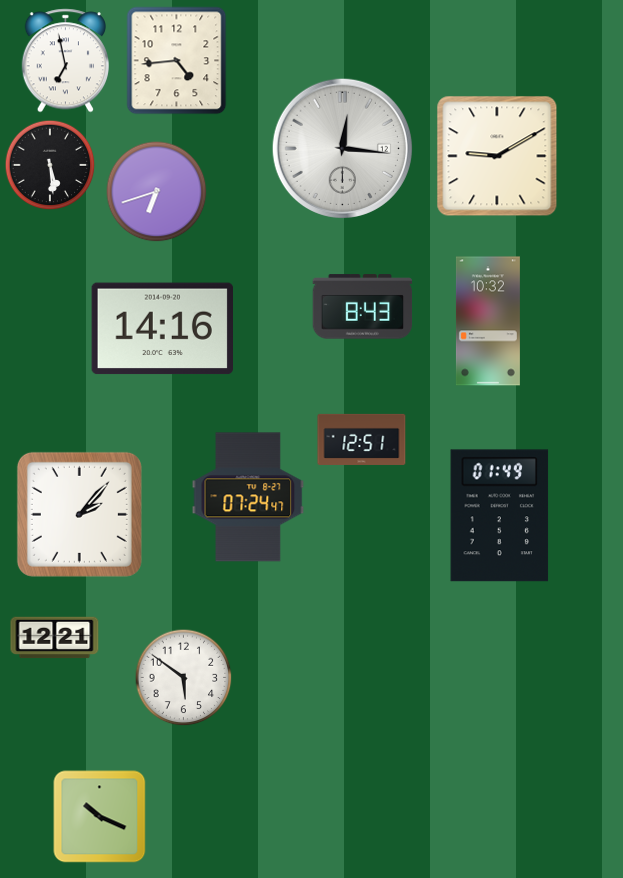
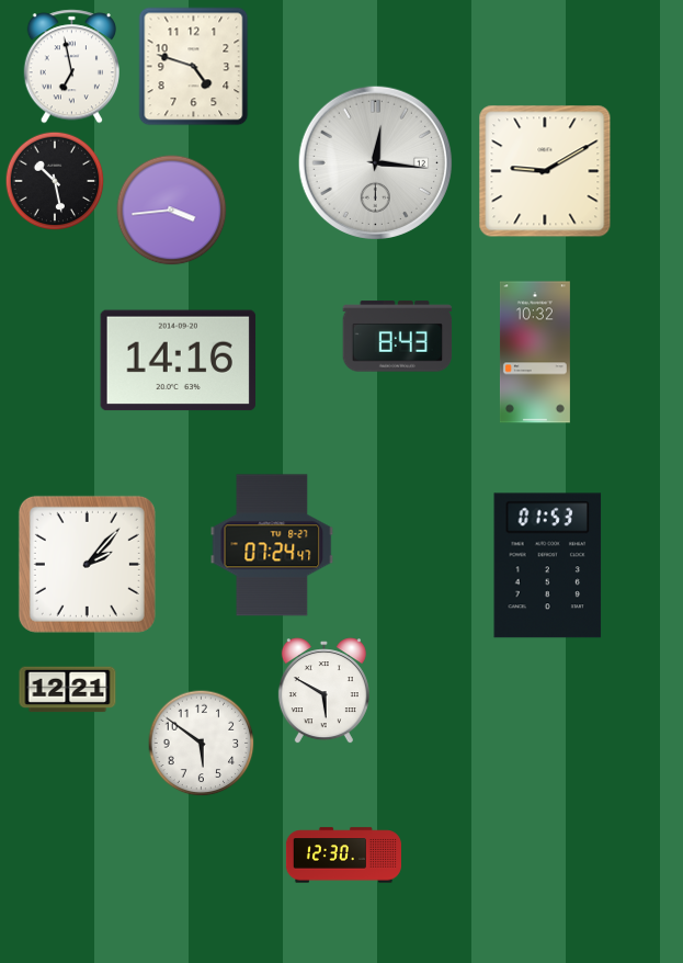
clock at (177, 61): 4:44 -> 4:48
clock at (50, 165): 5:29 -> 10:28
clock at (157, 192): 6:42 -> 3:44
clock at (362, 439): 12:51 -> none
clock at (500, 516): 01:49 -> 01:53
clock at (323, 691): none -> 5:50
clock at (55, 638) position: (55, 638) -> (68, 690)
clock at (343, 856): none -> 12:30
clock at (100, 817): 10:19 -> none
